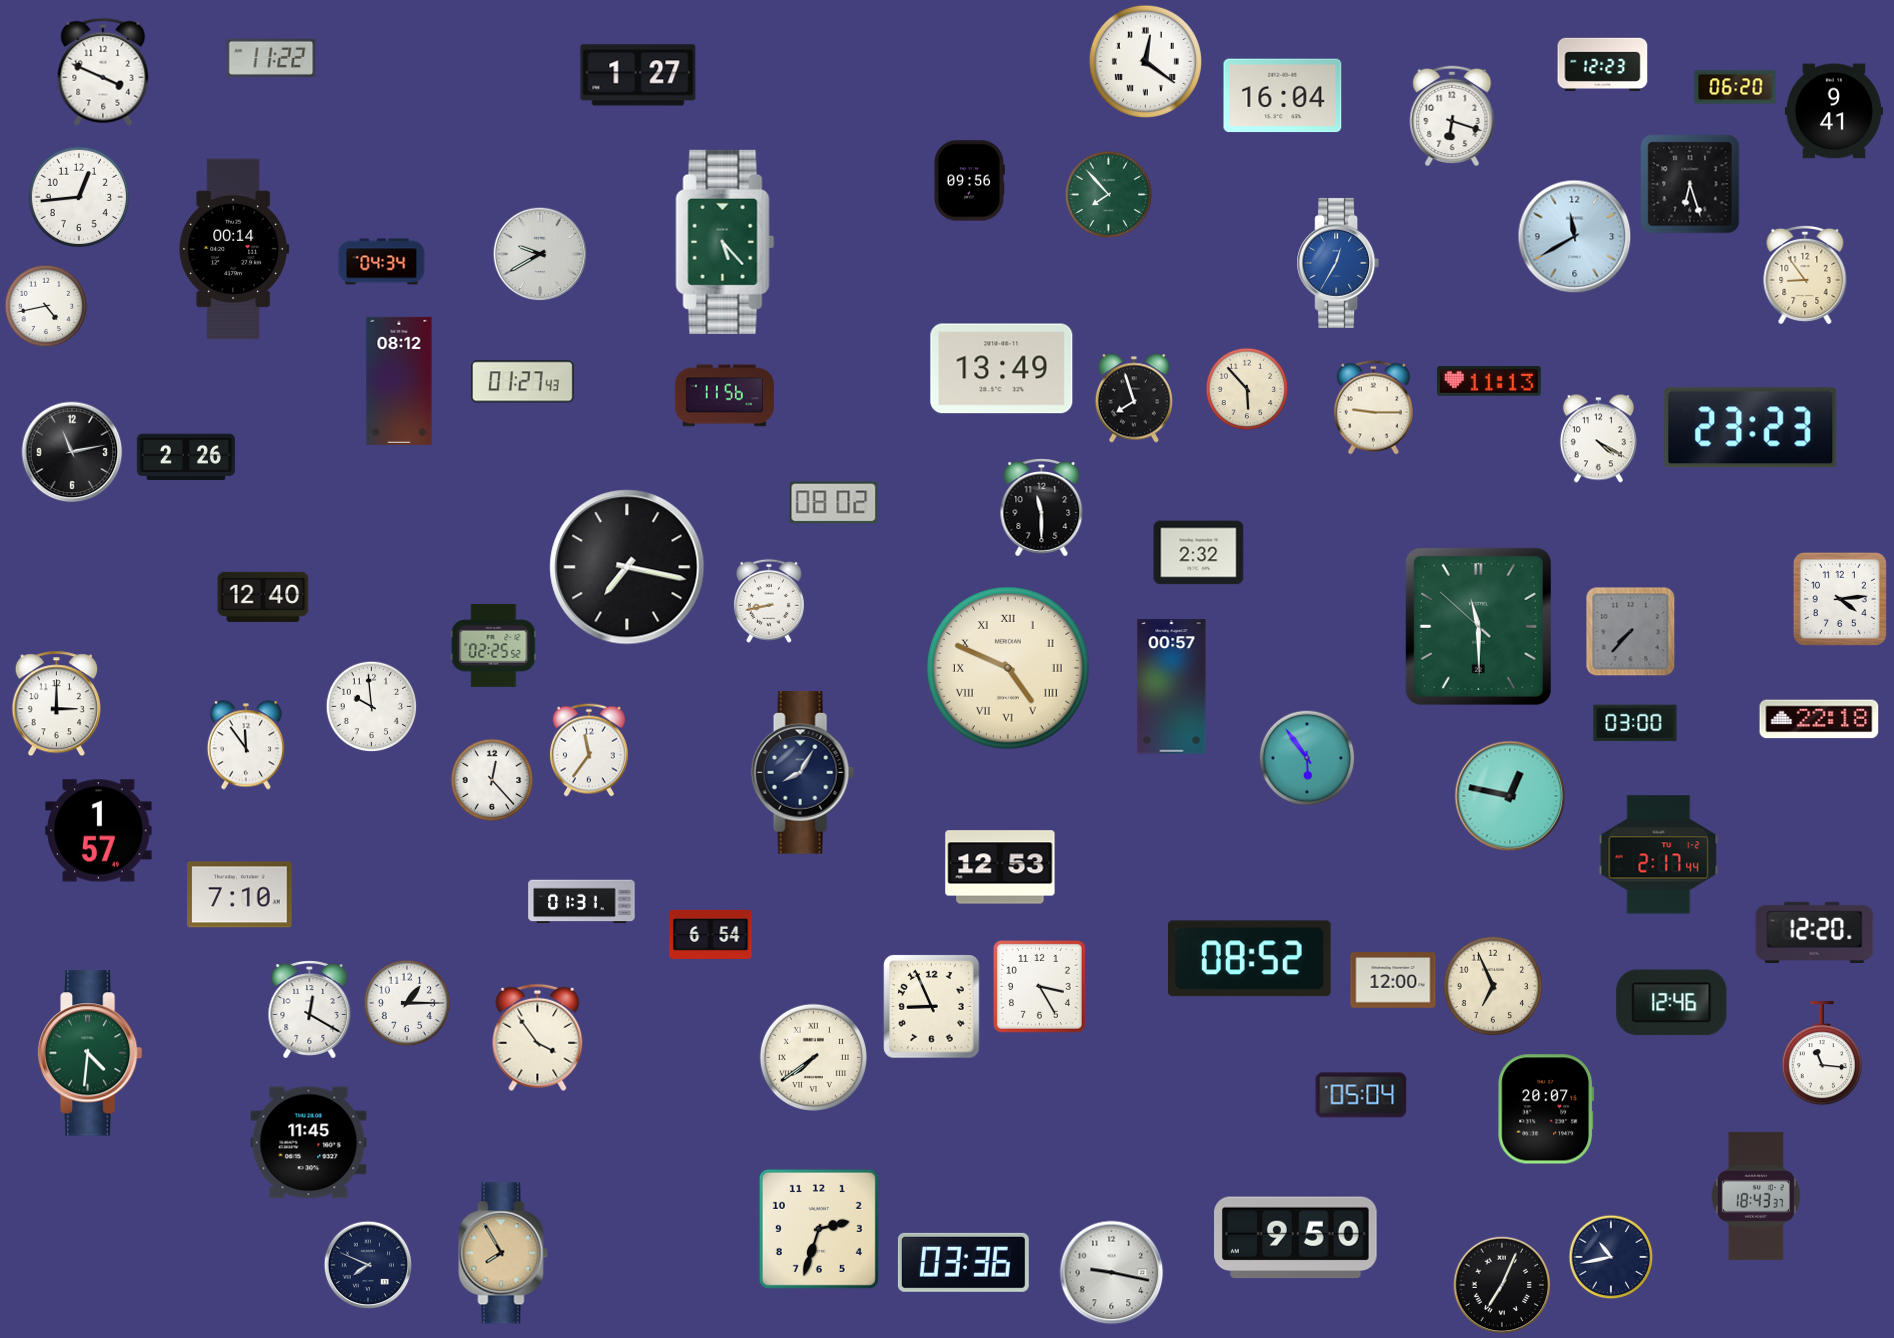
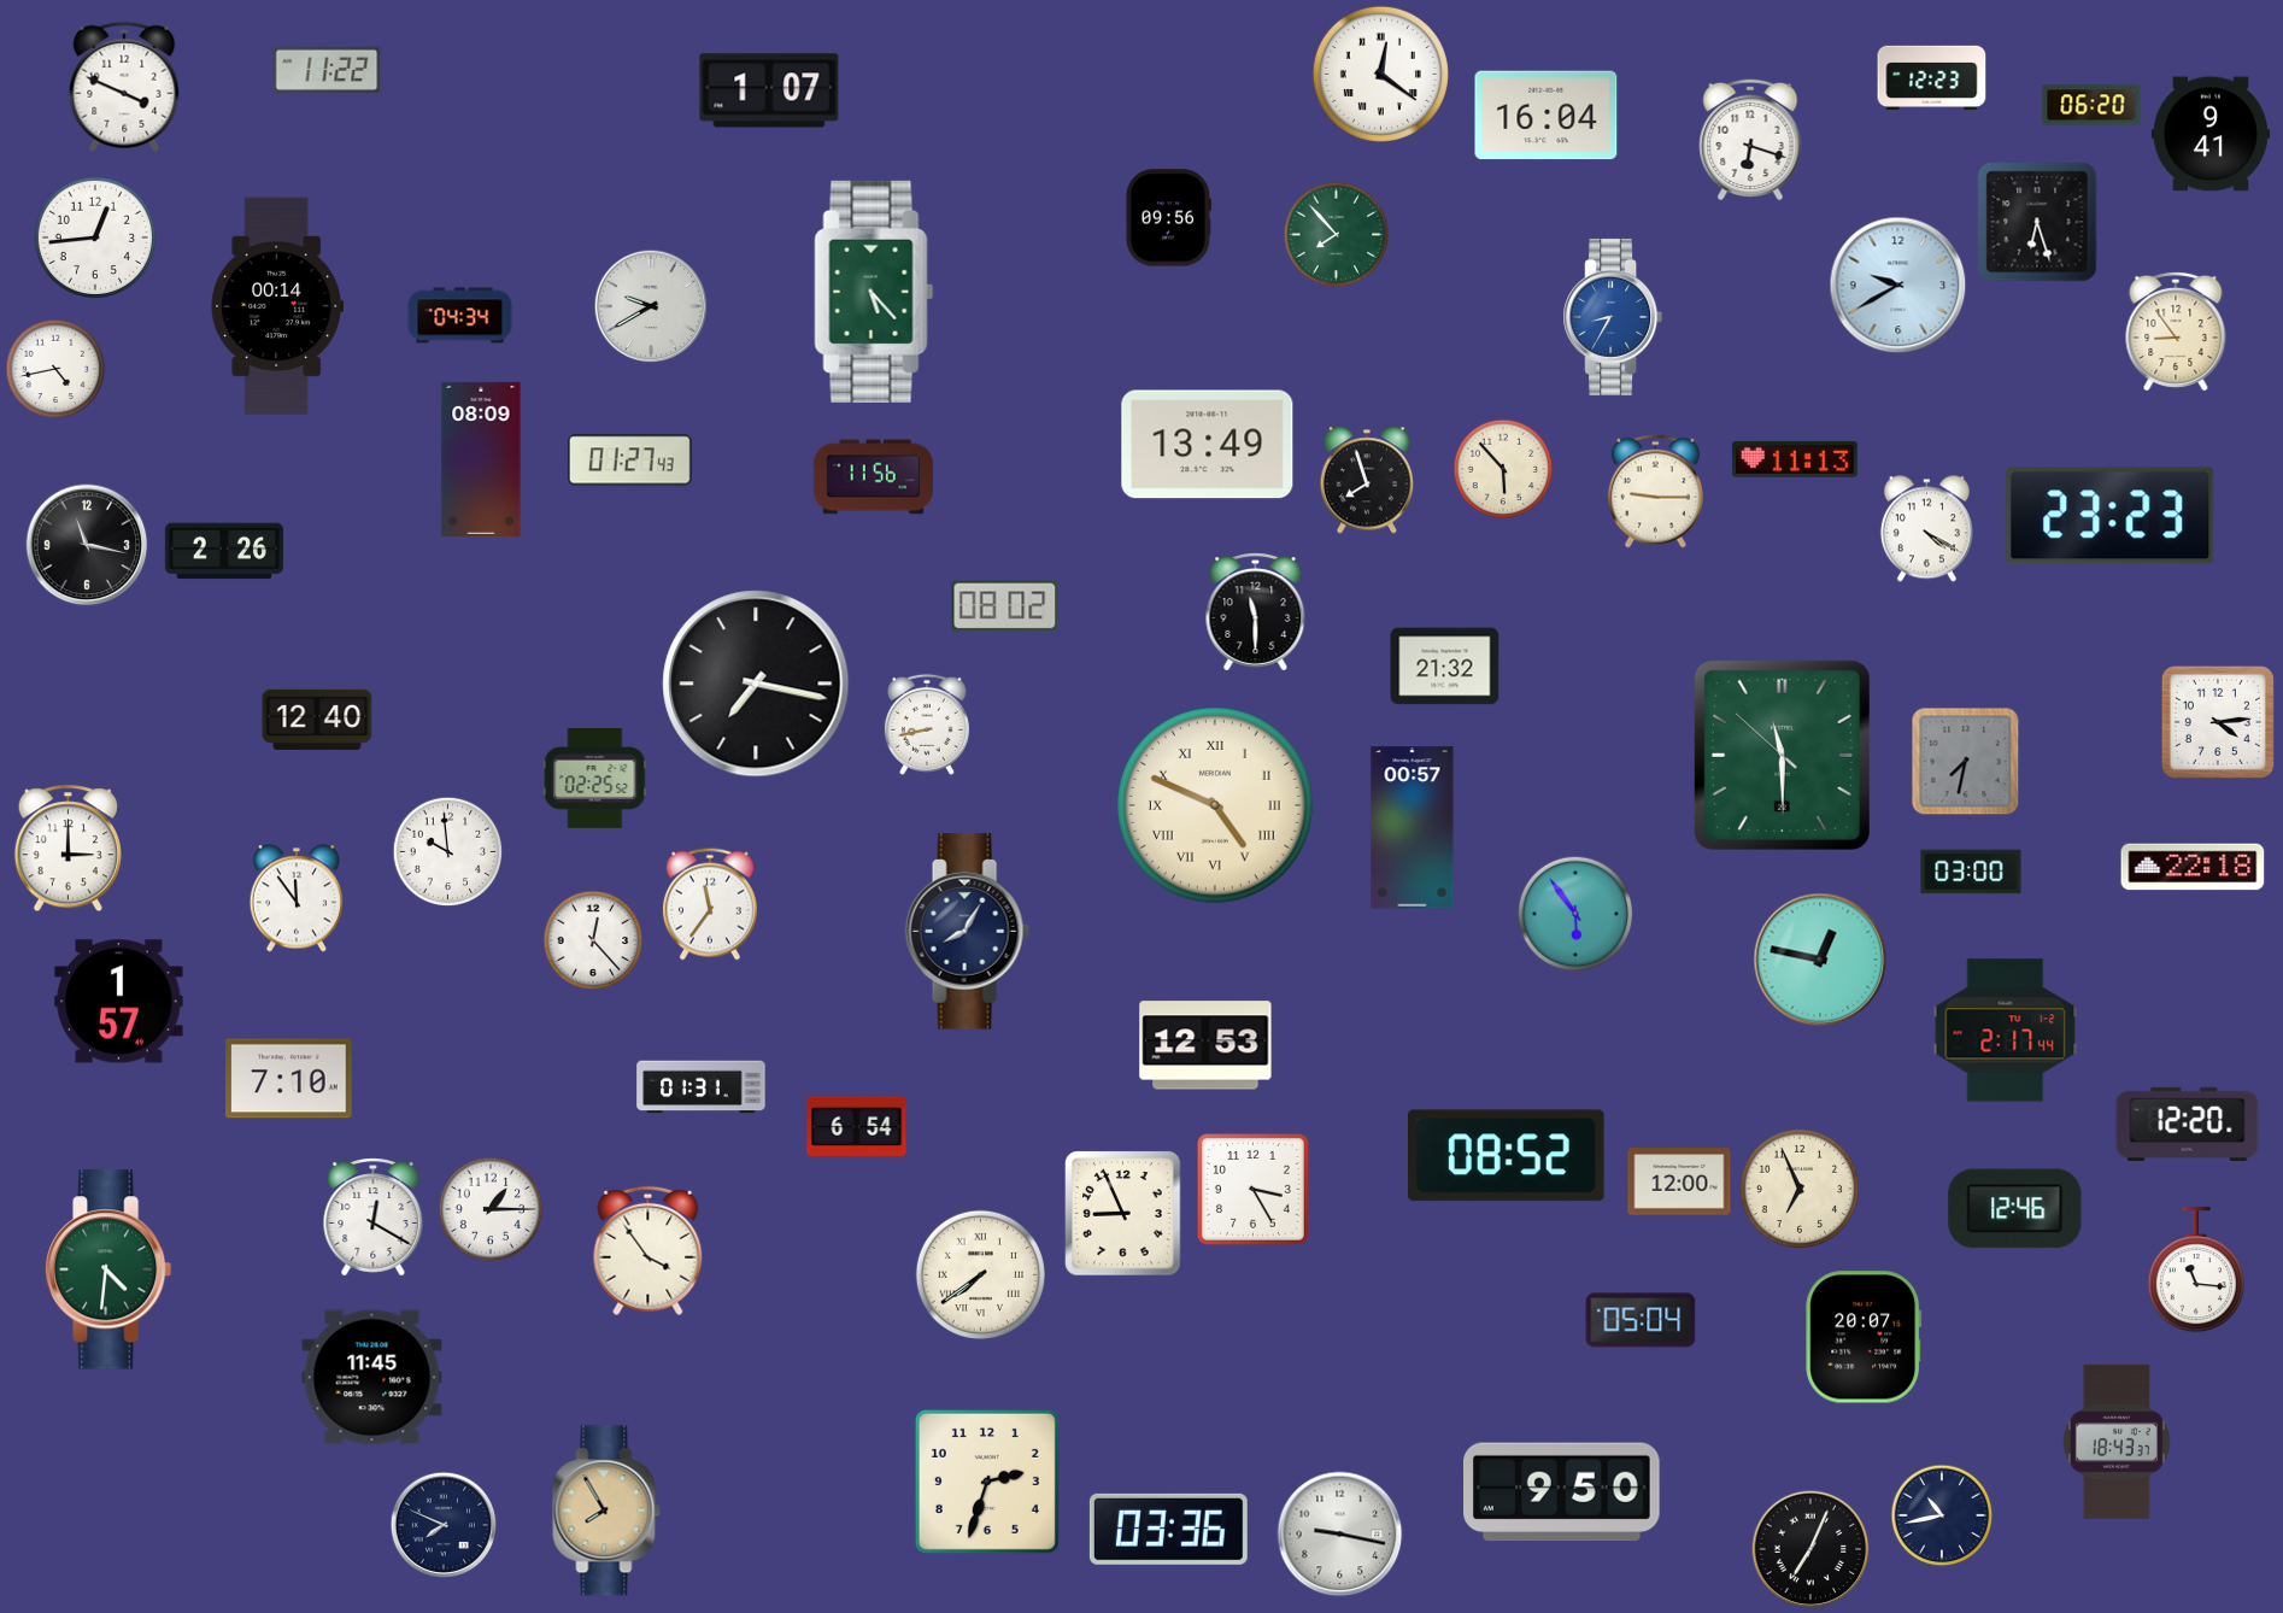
clock at (638, 75): 1:27 -> 1:07
clock at (1575, 237): 11:40 -> 9:40
clock at (234, 249) position: (234, 249) -> (277, 306)
clock at (1338, 263): 12:35 -> 8:35
clock at (399, 381): 08:12 -> 08:09
clock at (72, 452): 11:13 -> 11:17
clock at (1199, 553): 2:32 -> 21:32
clock at (1631, 632): 7:37 -> 7:32
clock at (1659, 855) position: (1659, 855) -> (2006, 1031)
clock at (963, 1262) position: (963, 1262) -> (1168, 1529)
